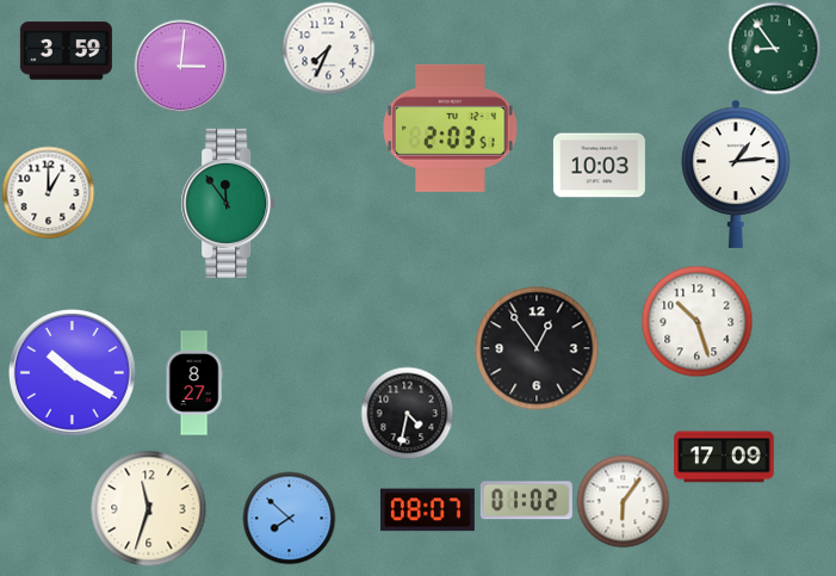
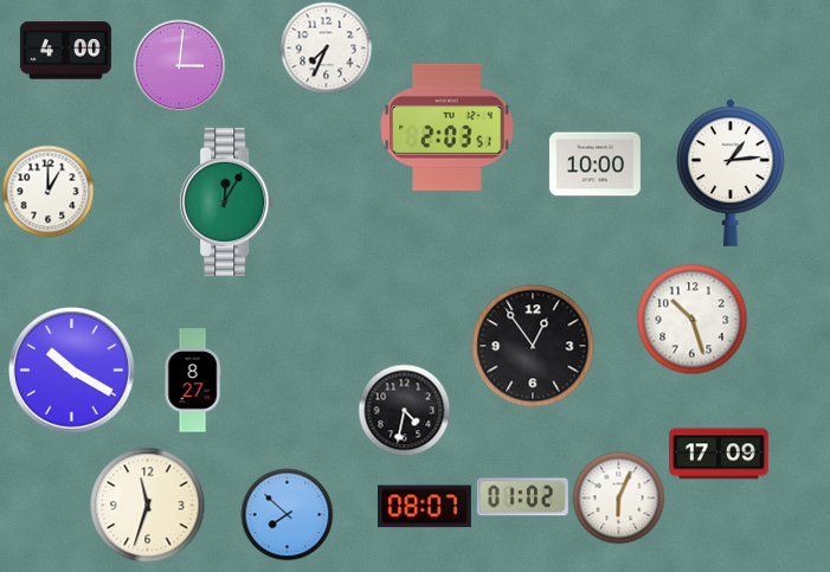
clock at (774, 48): 8:54 -> none
clock at (66, 51): 3:59 -> 4:00
clock at (599, 166): 10:03 -> 10:00
clock at (229, 203): 11:54 -> 12:05
clock at (623, 501): 6:06 -> 6:04
